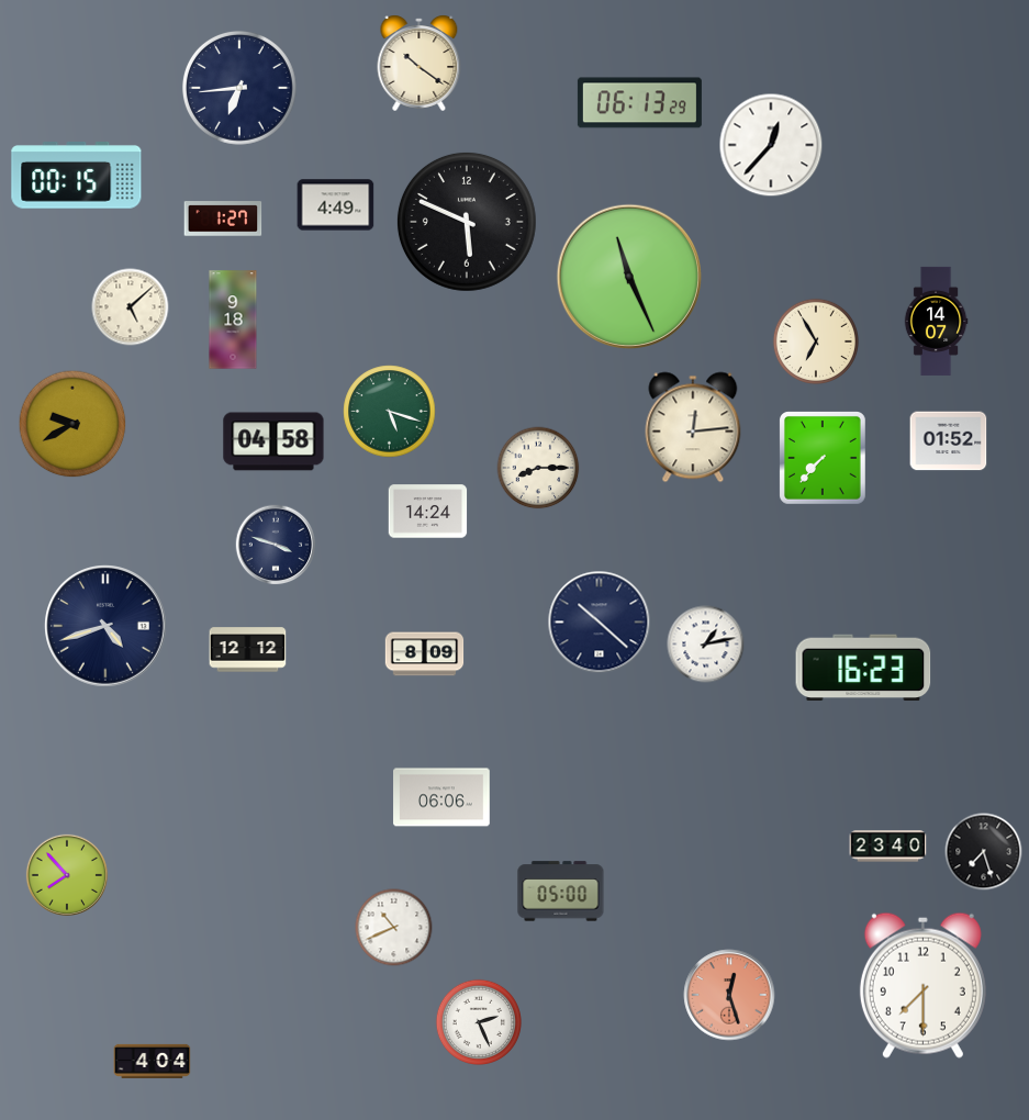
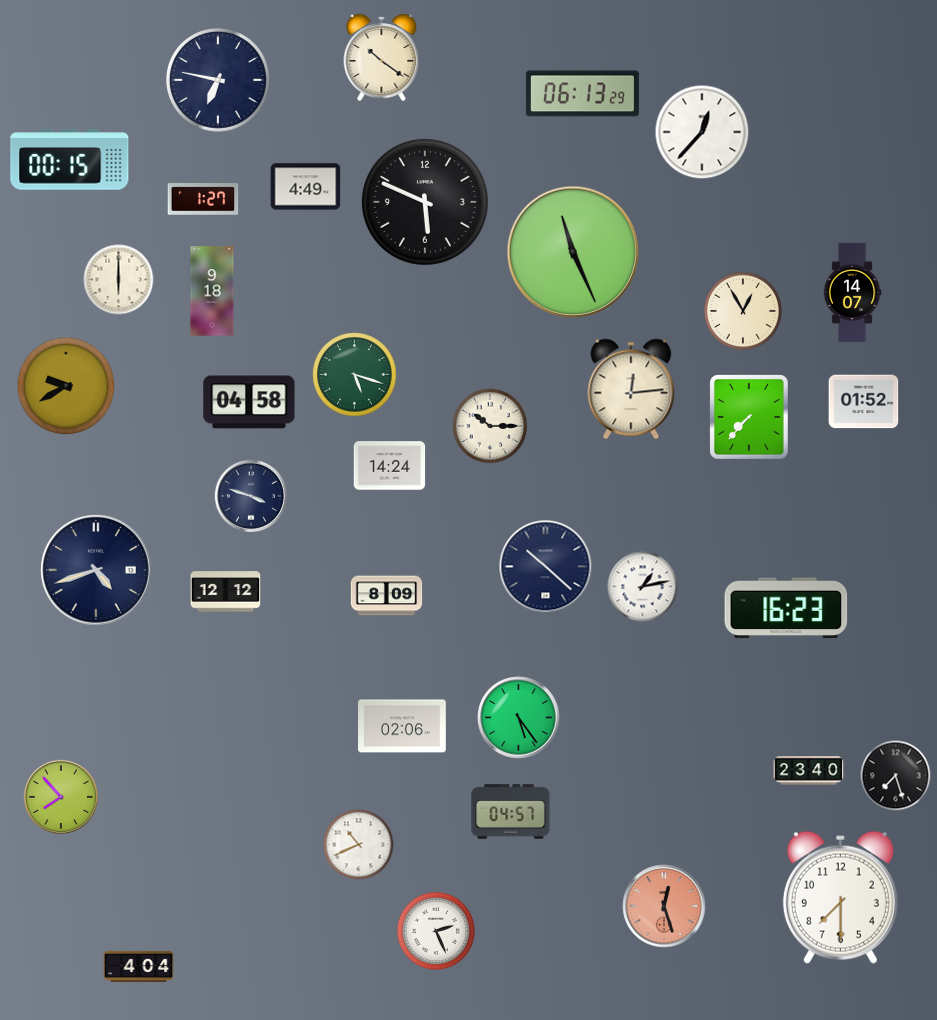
clock at (239, 88): 6:44 -> 6:47
clock at (131, 307): 5:08 -> 6:00
clock at (815, 340): 6:55 -> 12:55
clock at (538, 468): 8:15 -> 10:15
clock at (519, 718): none -> 5:24
clock at (441, 797): 06:06 -> 02:06
clock at (561, 892): 05:00 -> 04:57
